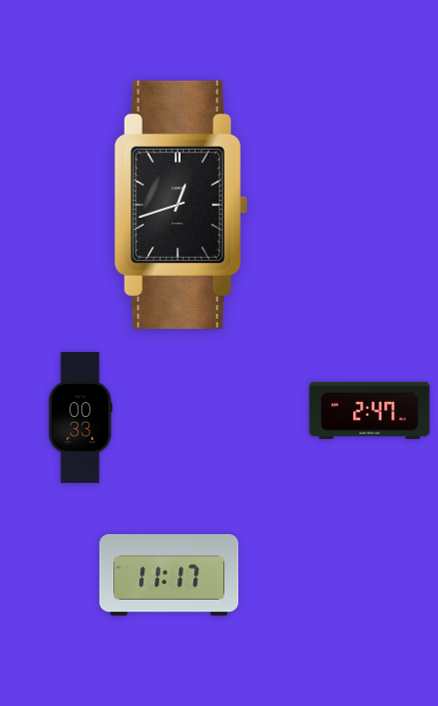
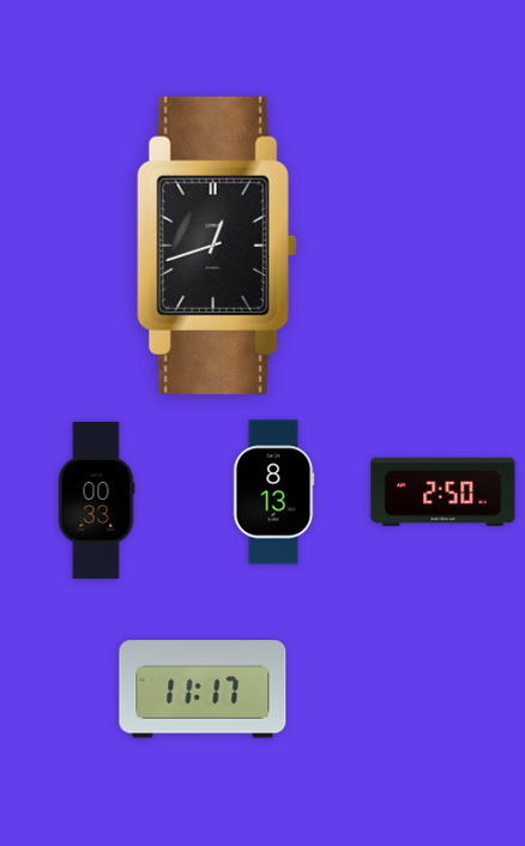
clock at (370, 410): 2:47 -> 2:50
clock at (273, 493): none -> 8:13
